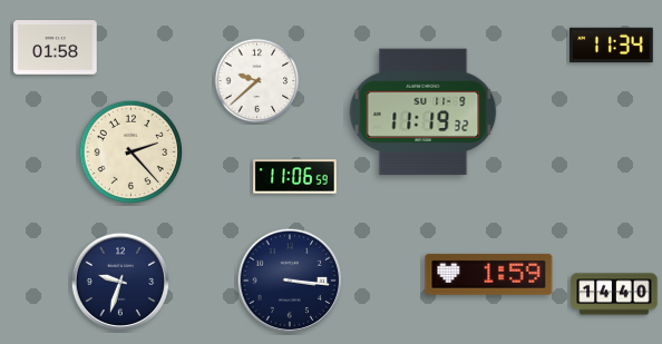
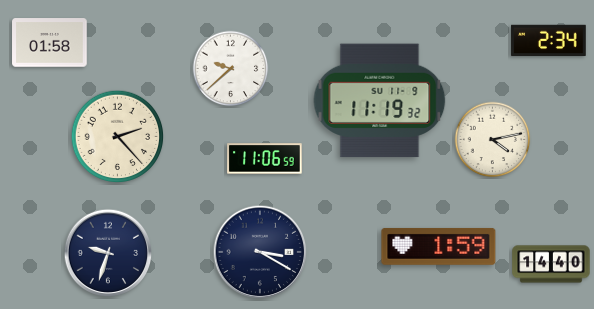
clock at (612, 46): 11:34 -> 2:34
clock at (257, 81) position: (257, 81) -> (231, 69)
clock at (493, 140): none -> 4:13
clock at (290, 281): 3:16 -> 3:20
